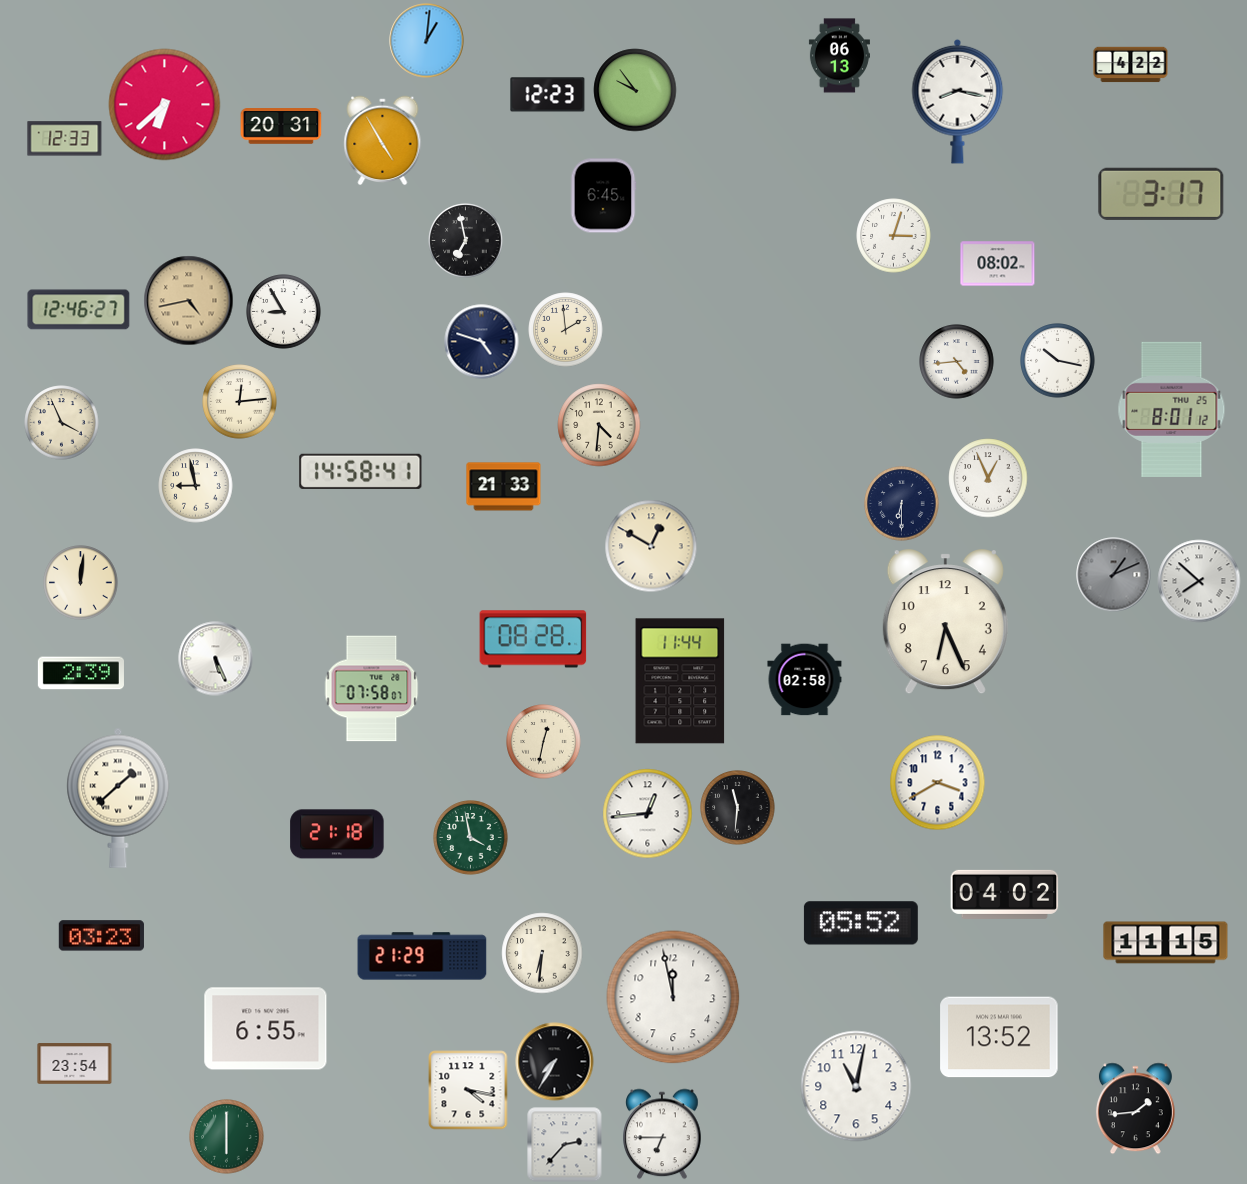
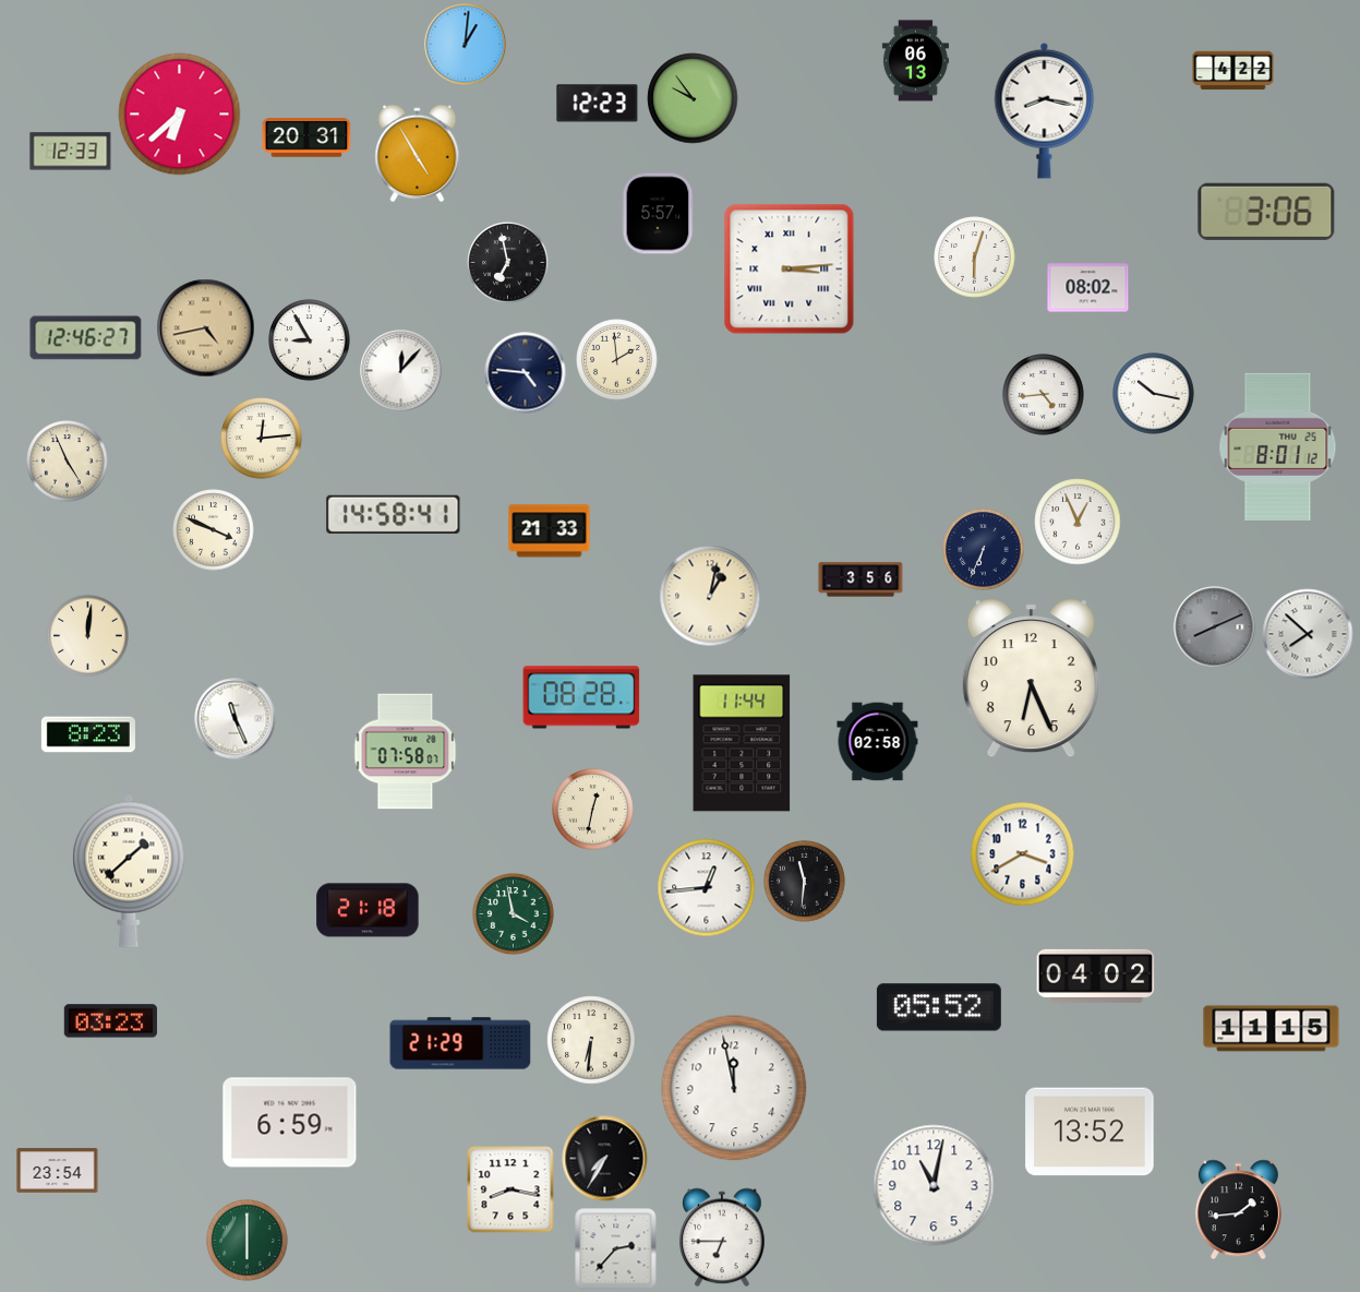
clock at (1161, 194): 3:17 -> 3:06
clock at (603, 196): 6:45 -> 5:57
clock at (894, 236): 3:03 -> 6:03
clock at (790, 270): none -> 3:14
clock at (401, 371): none -> 12:07
clock at (482, 342): 4:48 -> 4:46
clock at (62, 423): 3:56 -> 4:56
clock at (599, 425): 4:31 -> none
clock at (196, 486): 8:58 -> 3:49
clock at (902, 504): 6:30 -> 6:34
clock at (860, 579): none -> 3:56
clock at (651, 546): 12:50 -> 1:02
clock at (1114, 575): 1:11 -> 8:11
clock at (216, 659): 5:26 -> 11:26
clock at (81, 673): 2:39 -> 8:23
clock at (266, 1029): 6:55 -> 6:59
clock at (75, 1064) position: (75, 1064) -> (58, 1171)
clock at (468, 1090): 4:17 -> 8:17
